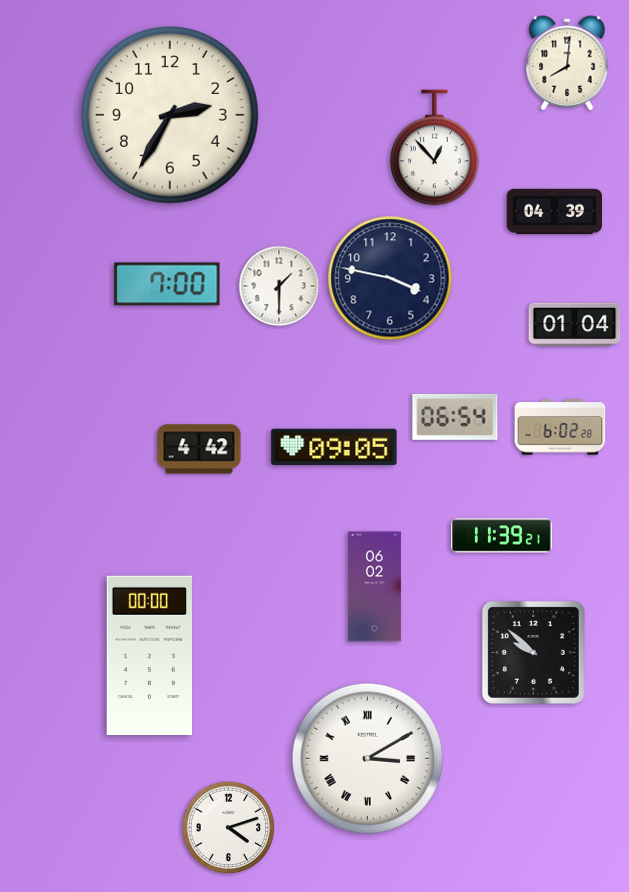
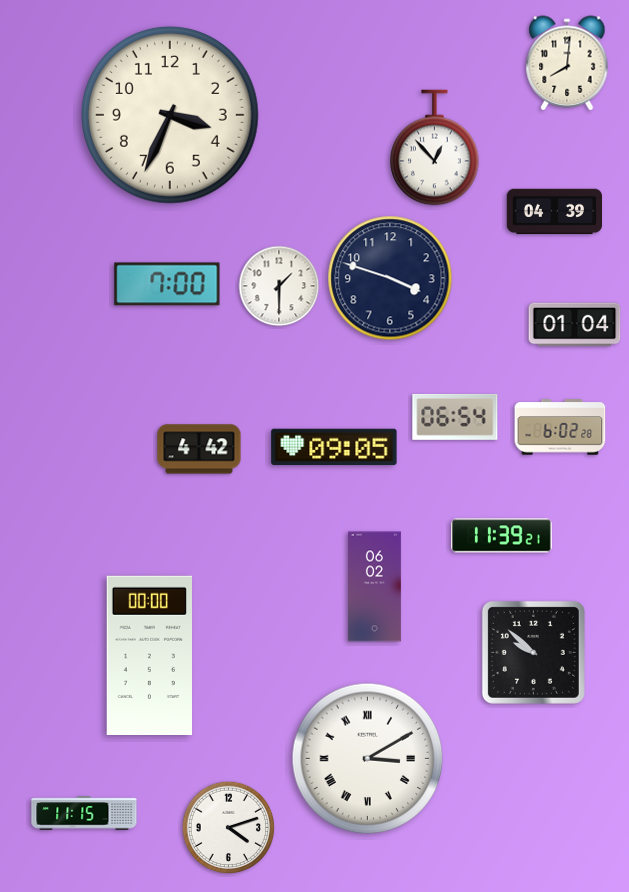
clock at (170, 115): 2:35 -> 3:34
clock at (390, 278): 3:47 -> 3:48
clock at (84, 813): none -> 11:15
